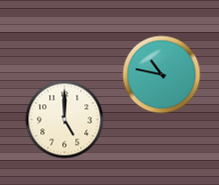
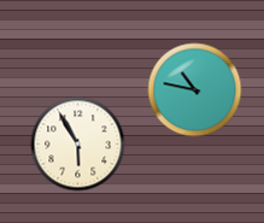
clock at (64, 119): 5:00 -> 5:55
